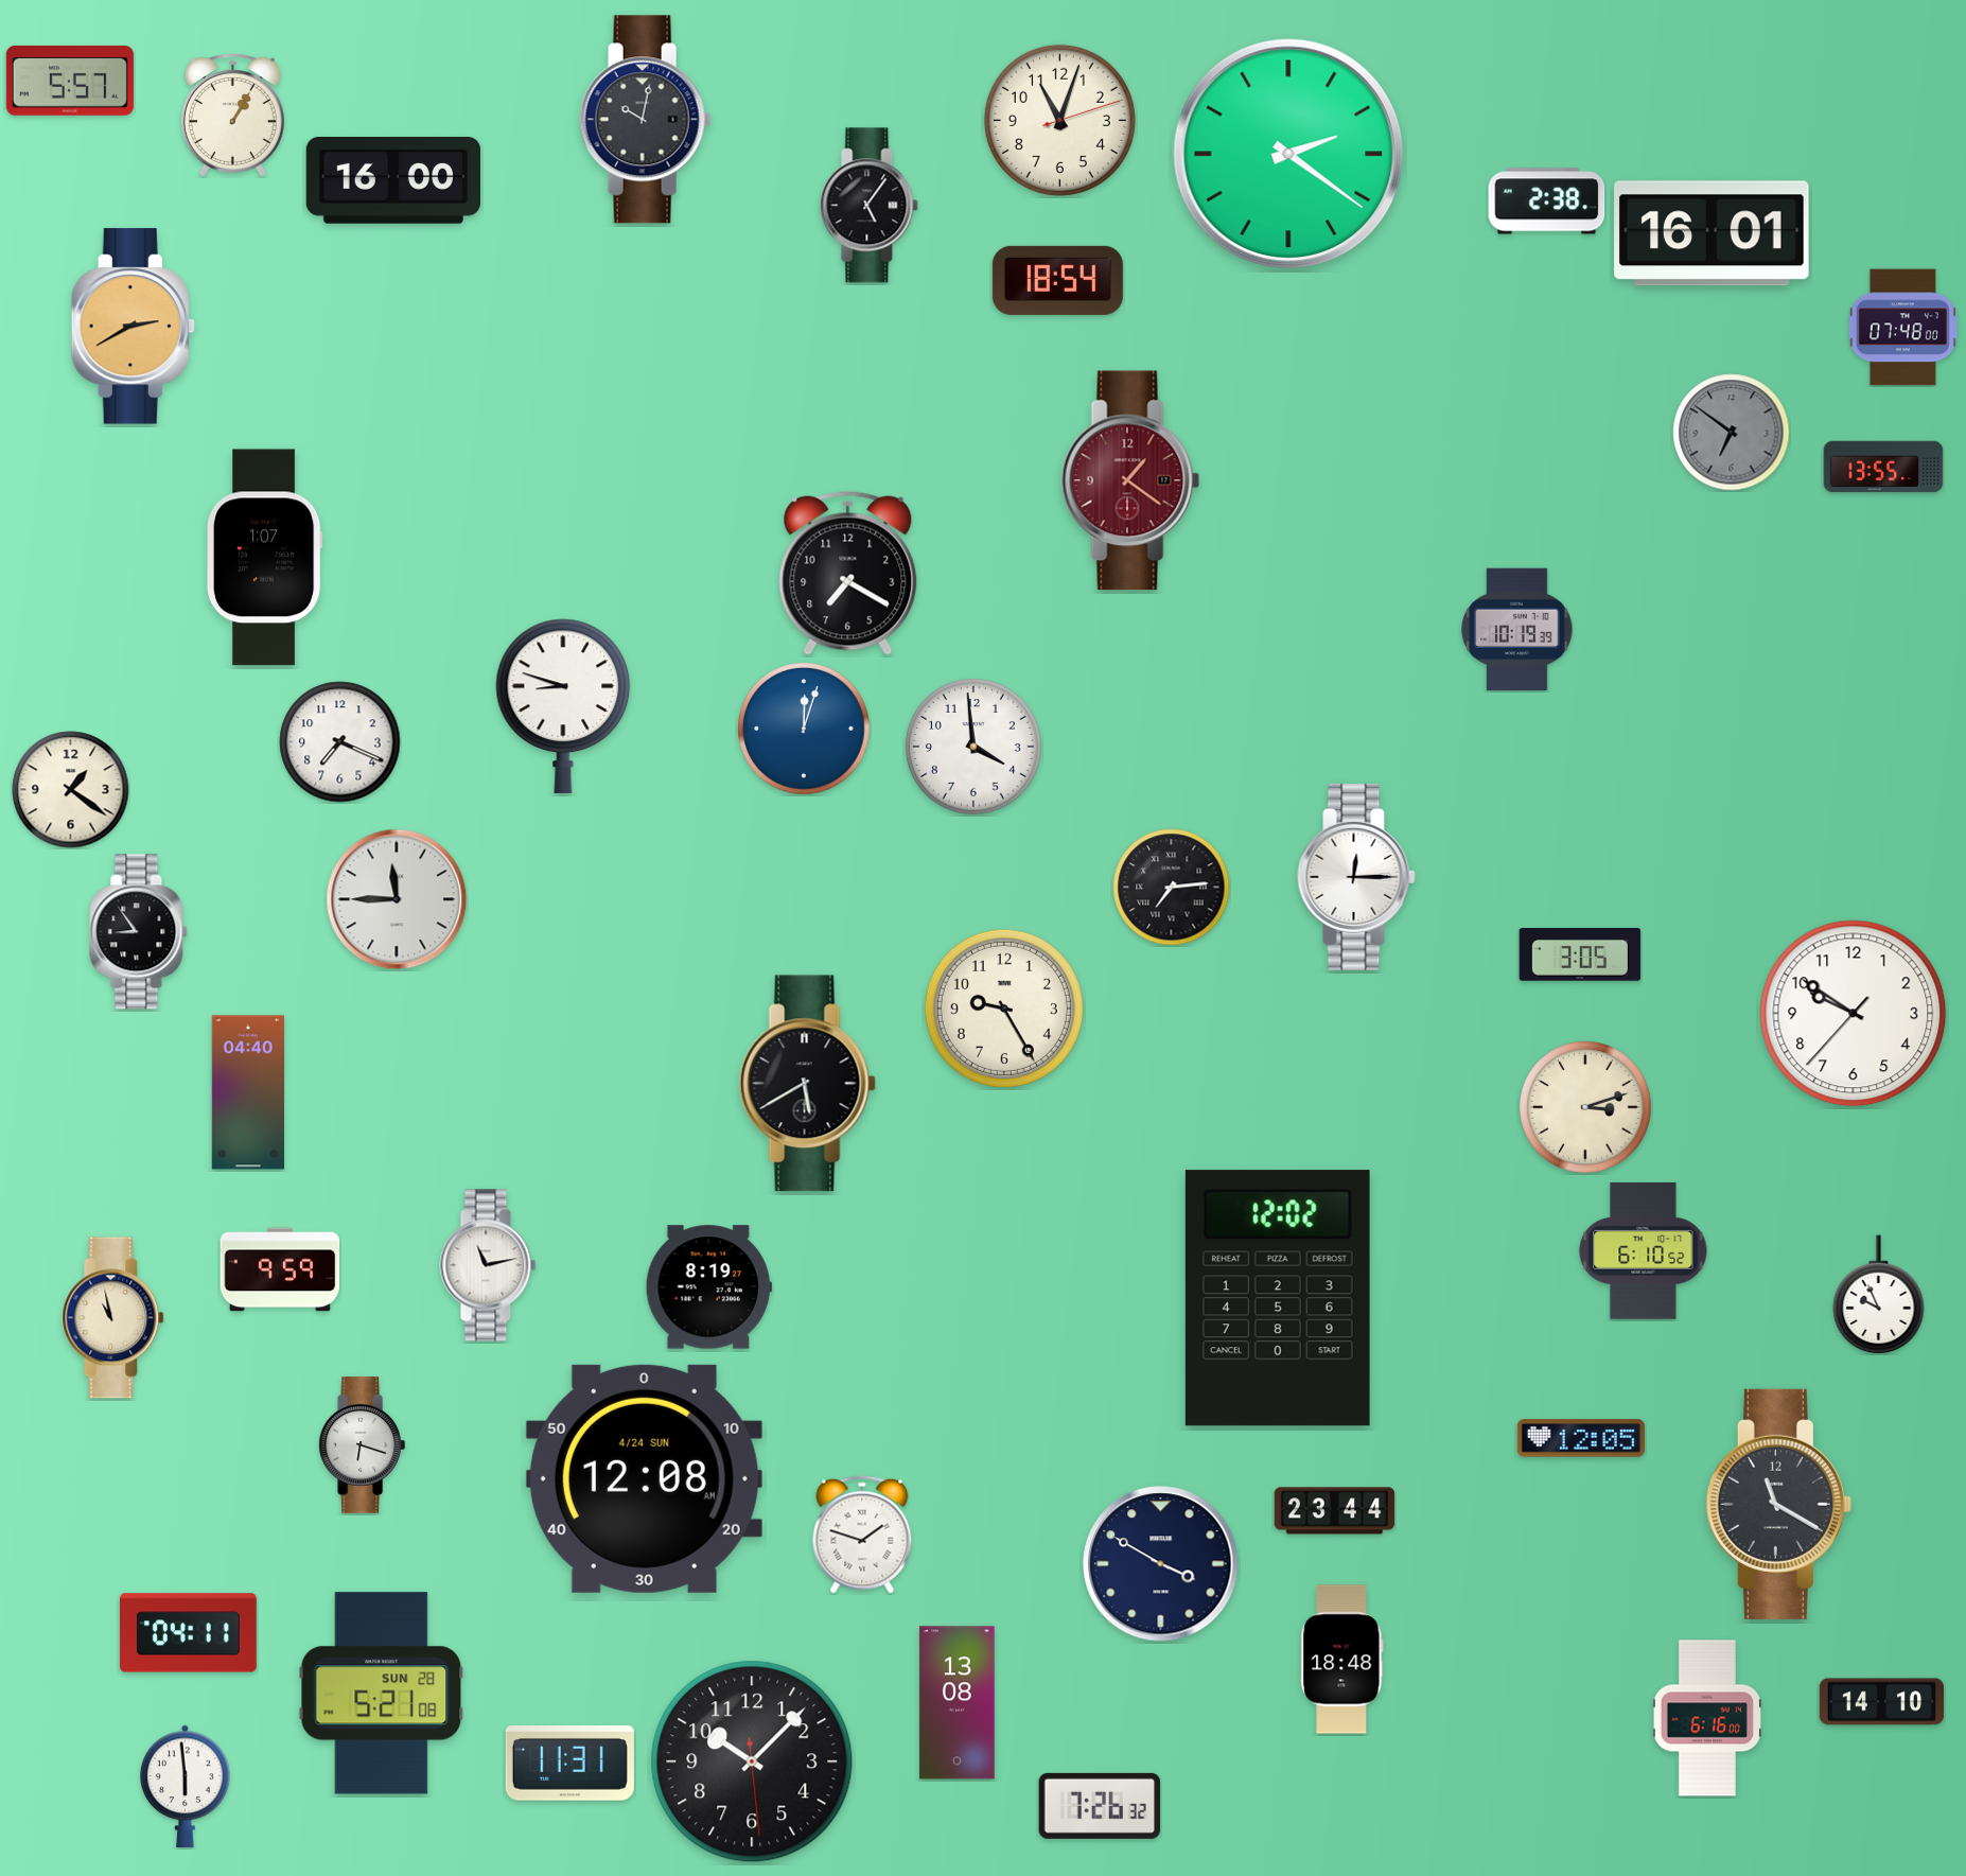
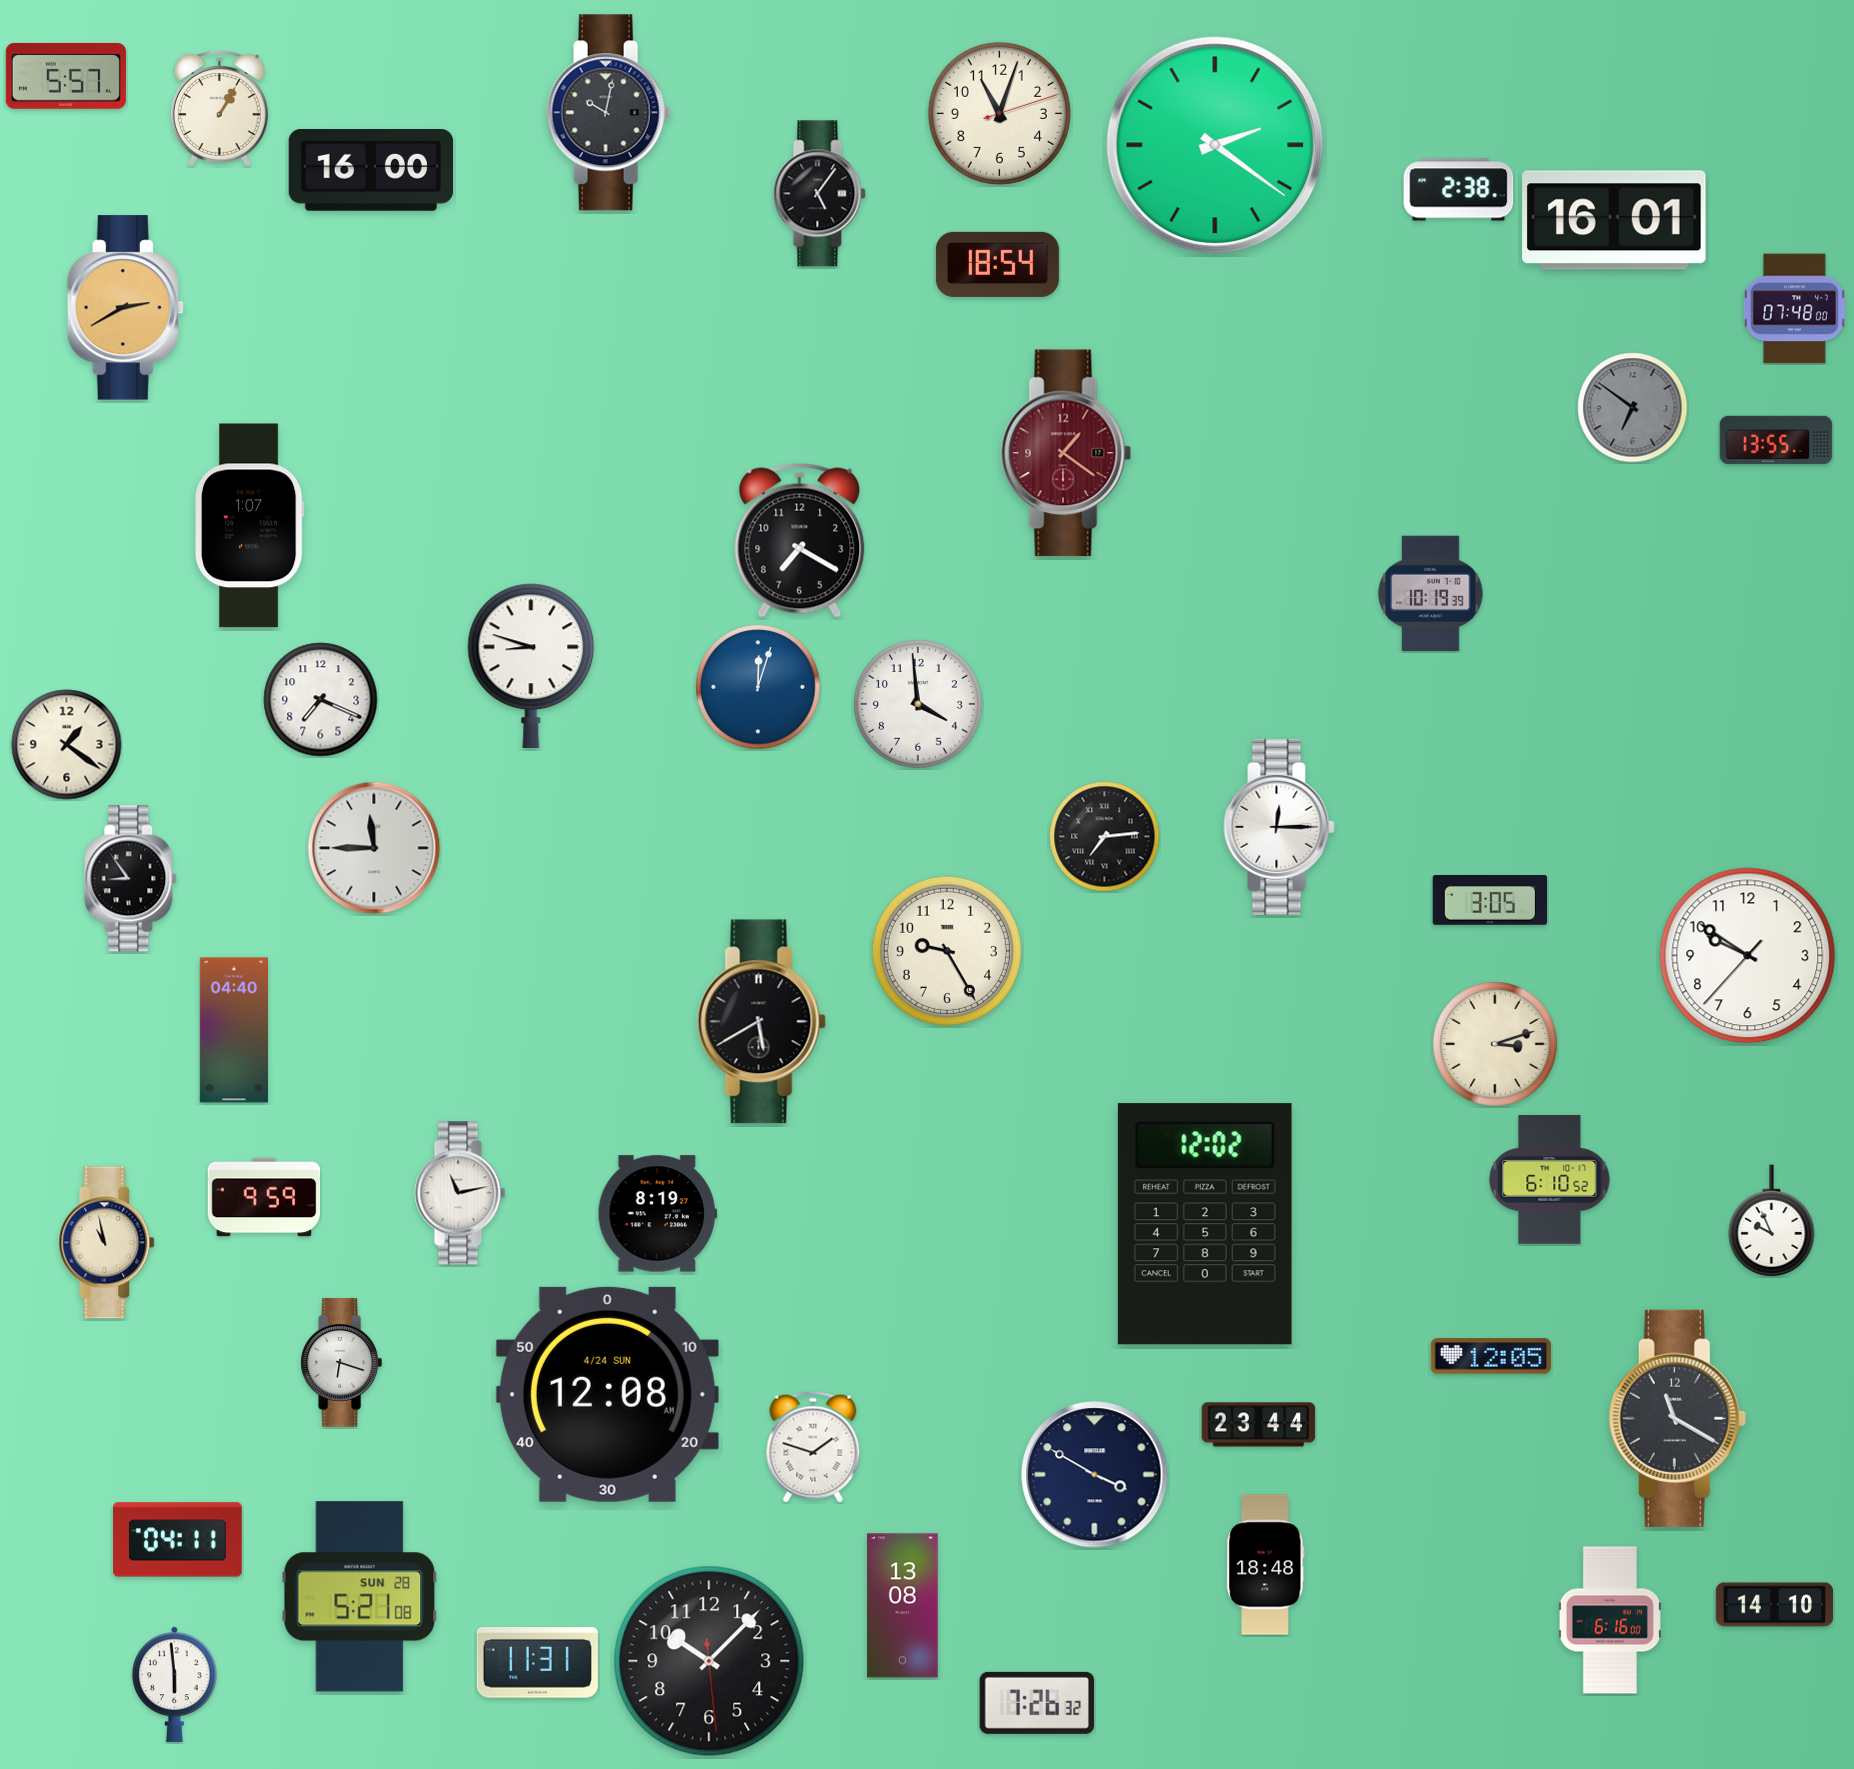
clock at (708, 1287) position: (708, 1287) -> (657, 1214)
